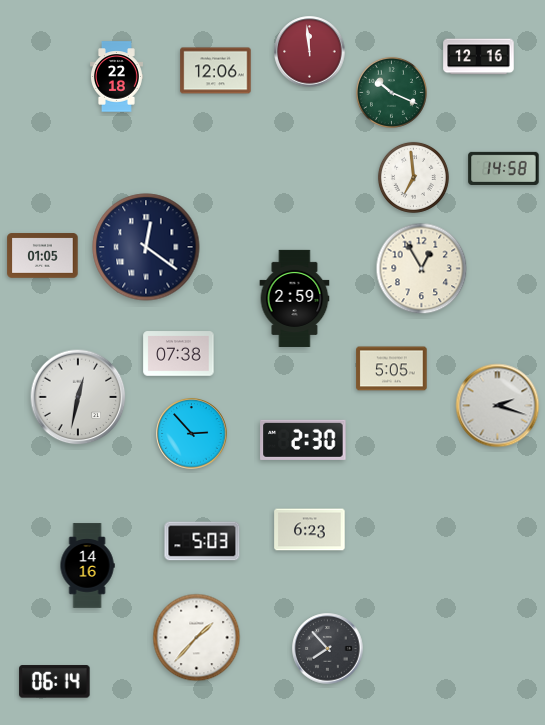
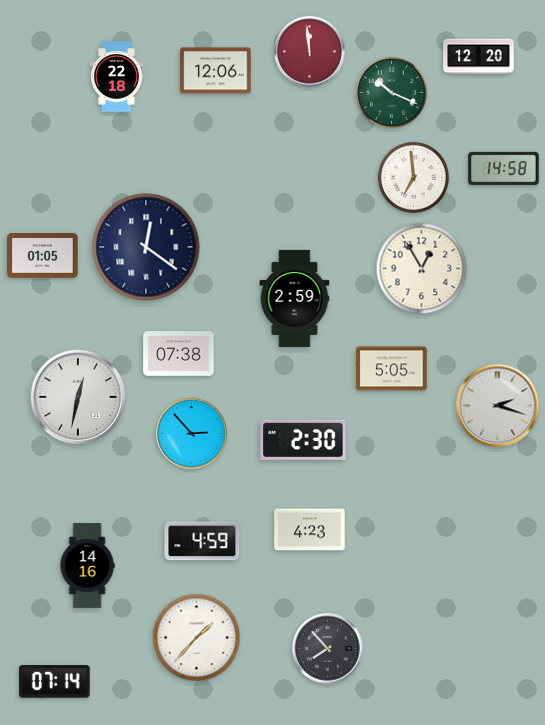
clock at (479, 57): 12:16 -> 12:20
clock at (310, 530): 6:23 -> 4:23
clock at (202, 541): 5:03 -> 4:59
clock at (55, 682): 06:14 -> 07:14
